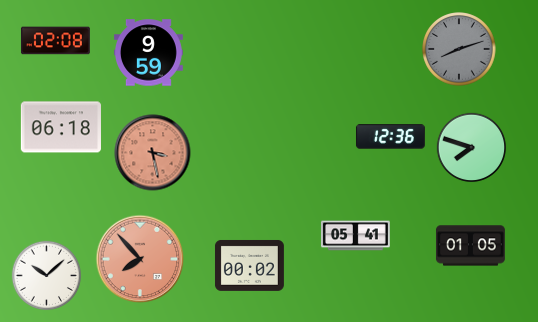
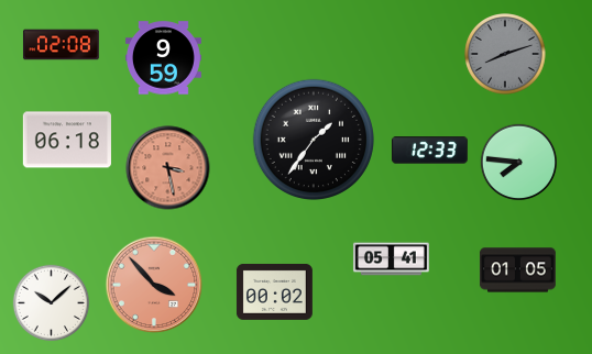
clock at (313, 139): none -> 1:36
clock at (390, 137): 12:36 -> 12:33
clock at (472, 148): 7:48 -> 7:46
clock at (140, 259): 7:53 -> 3:53
